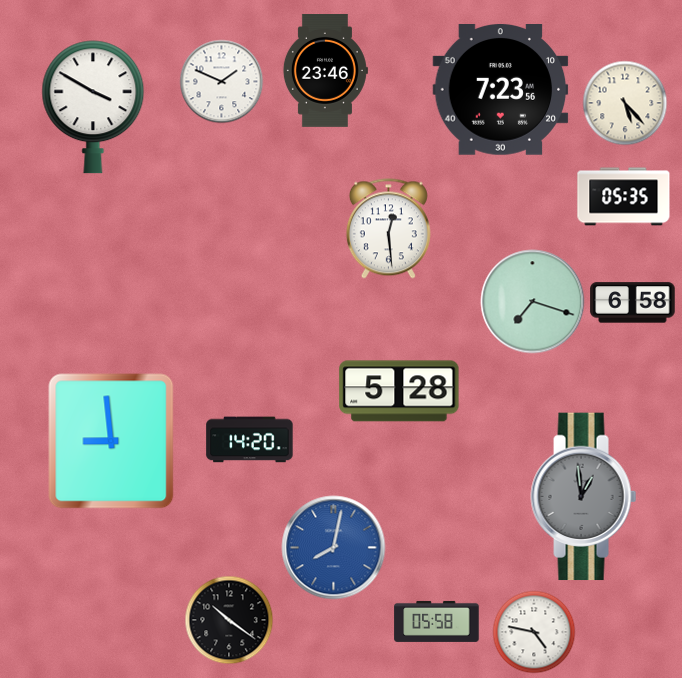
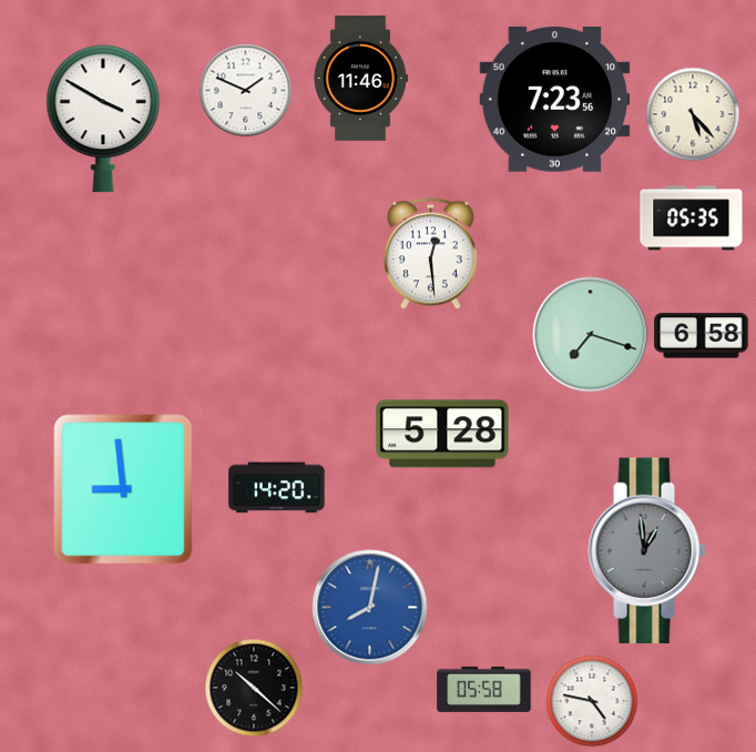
clock at (325, 71): 23:46 -> 11:46
clock at (229, 620): 10:21 -> 10:22
